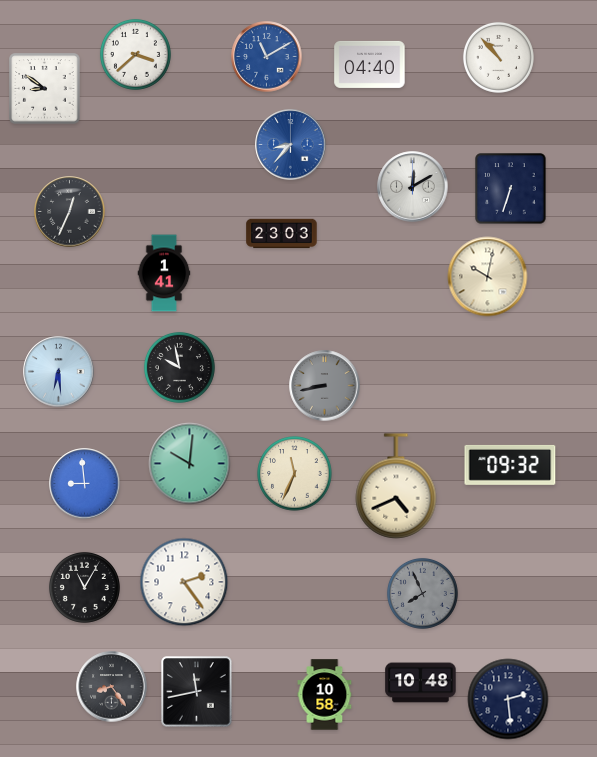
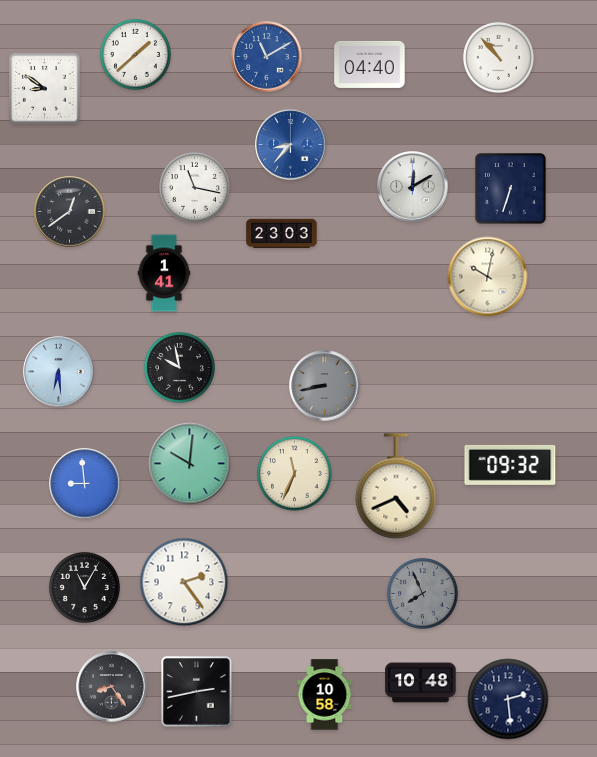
clock at (135, 54): 3:38 -> 1:38
clock at (194, 187): none -> 11:17
clock at (70, 212): 12:34 -> 12:39
clock at (197, 692): 11:43 -> 2:43
